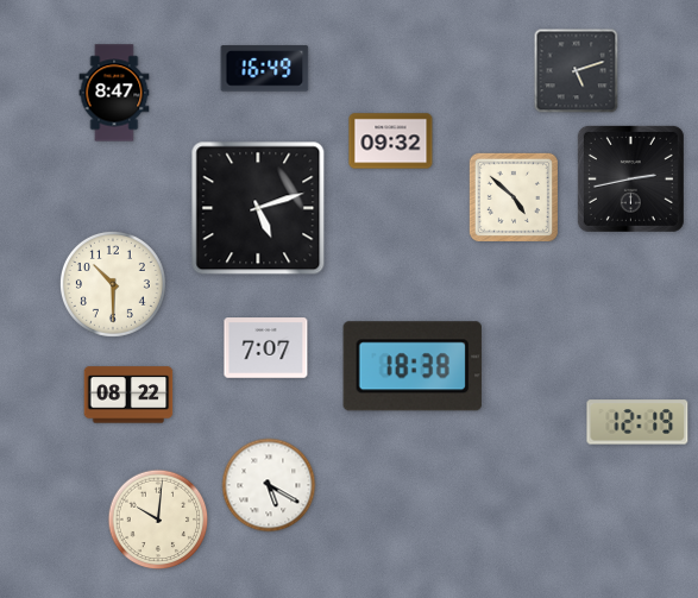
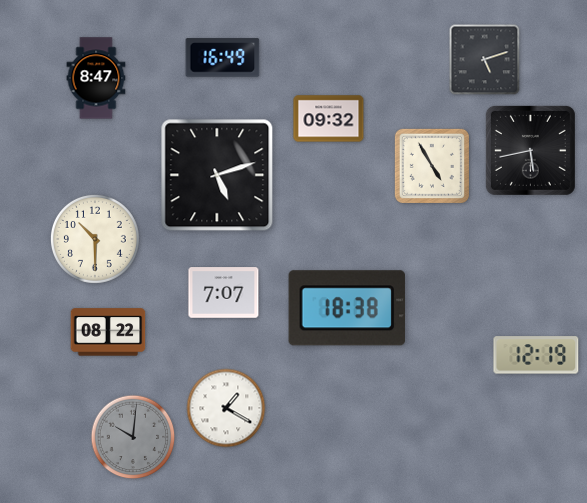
clock at (630, 178): 2:43 -> 5:43
clock at (514, 197): 4:52 -> 4:55
clock at (269, 485): 5:20 -> 1:20
clock at (158, 520) dial: cream -> grey
